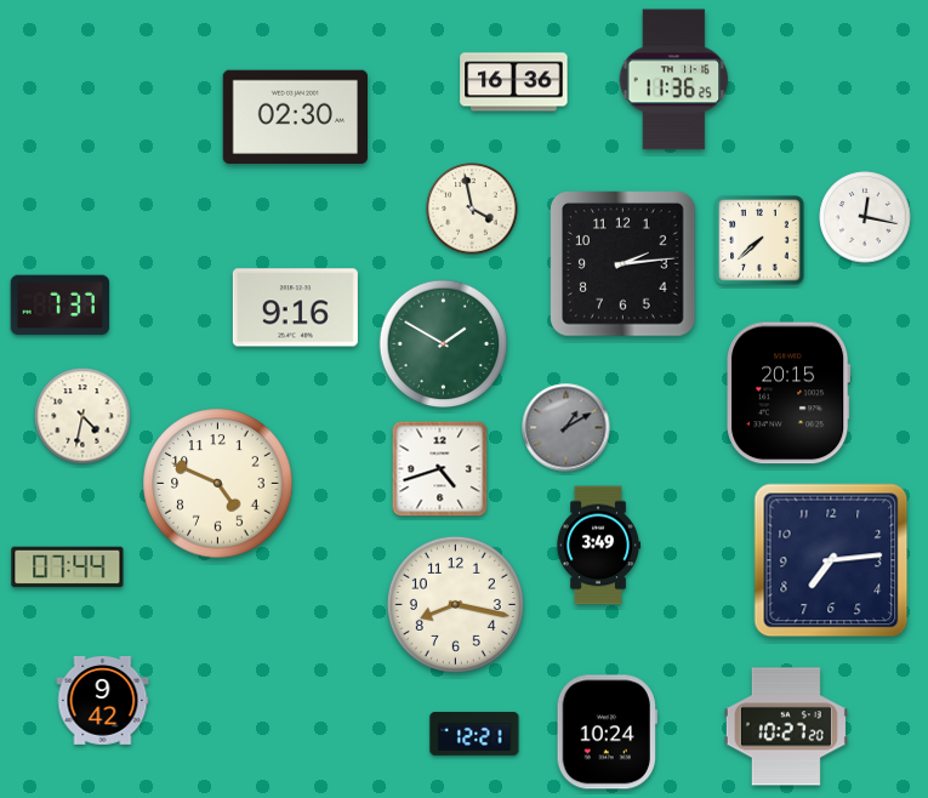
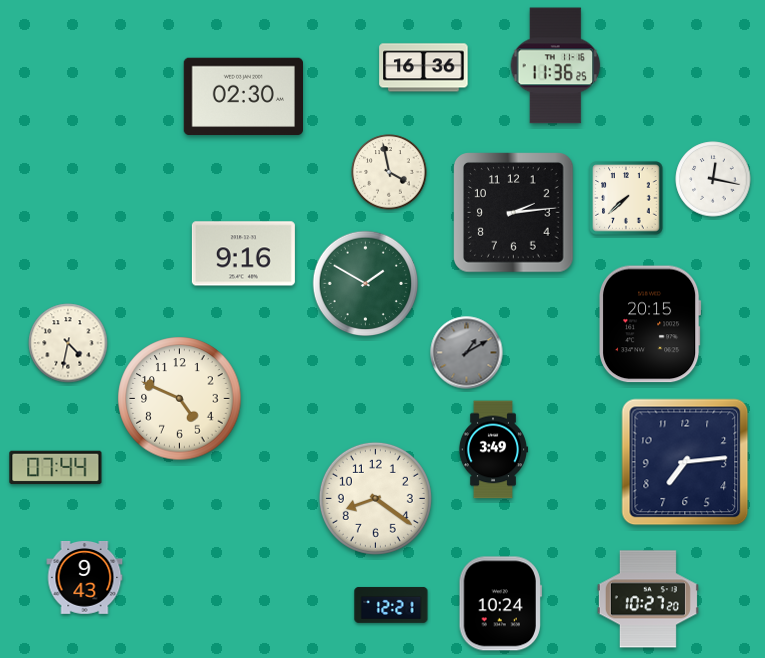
clock at (624, 264) position: (624, 264) -> (514, 213)
clock at (61, 306): 7:37 -> none
clock at (440, 469): 4:42 -> none
clock at (455, 604): 8:17 -> 8:21
clock at (103, 700): 9:42 -> 9:43
